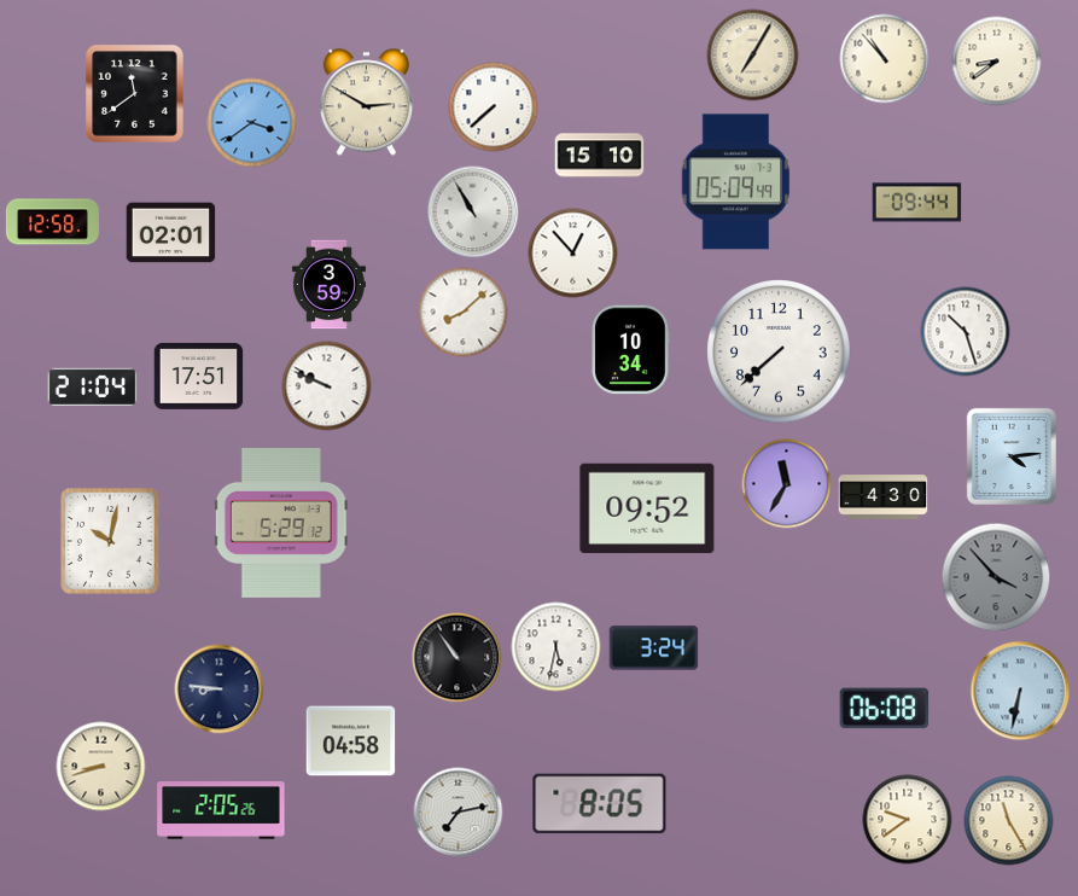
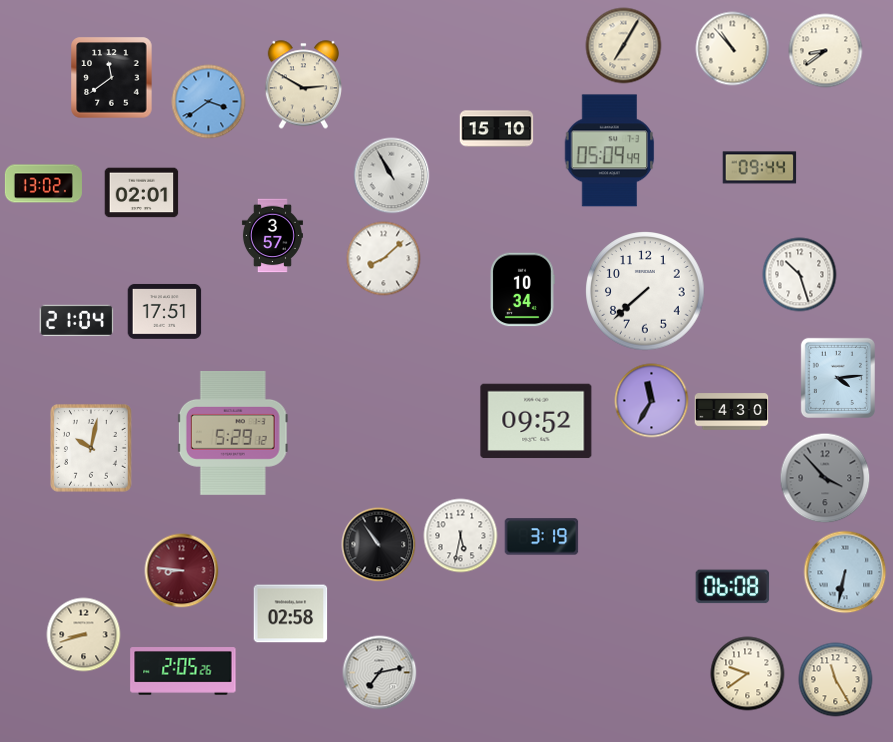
clock at (494, 107): 7:38 -> none
clock at (52, 222): 12:58 -> 13:02
clock at (573, 254): 12:53 -> none
clock at (328, 285): 3:59 -> 3:57
clock at (327, 386): 9:49 -> none
clock at (654, 648): 3:24 -> 3:19
clock at (220, 690) dial: navy -> burgundy
clock at (351, 741): 04:58 -> 02:58
clock at (600, 804): 8:05 -> none
clock at (908, 820) position: (908, 820) -> (748, 674)
